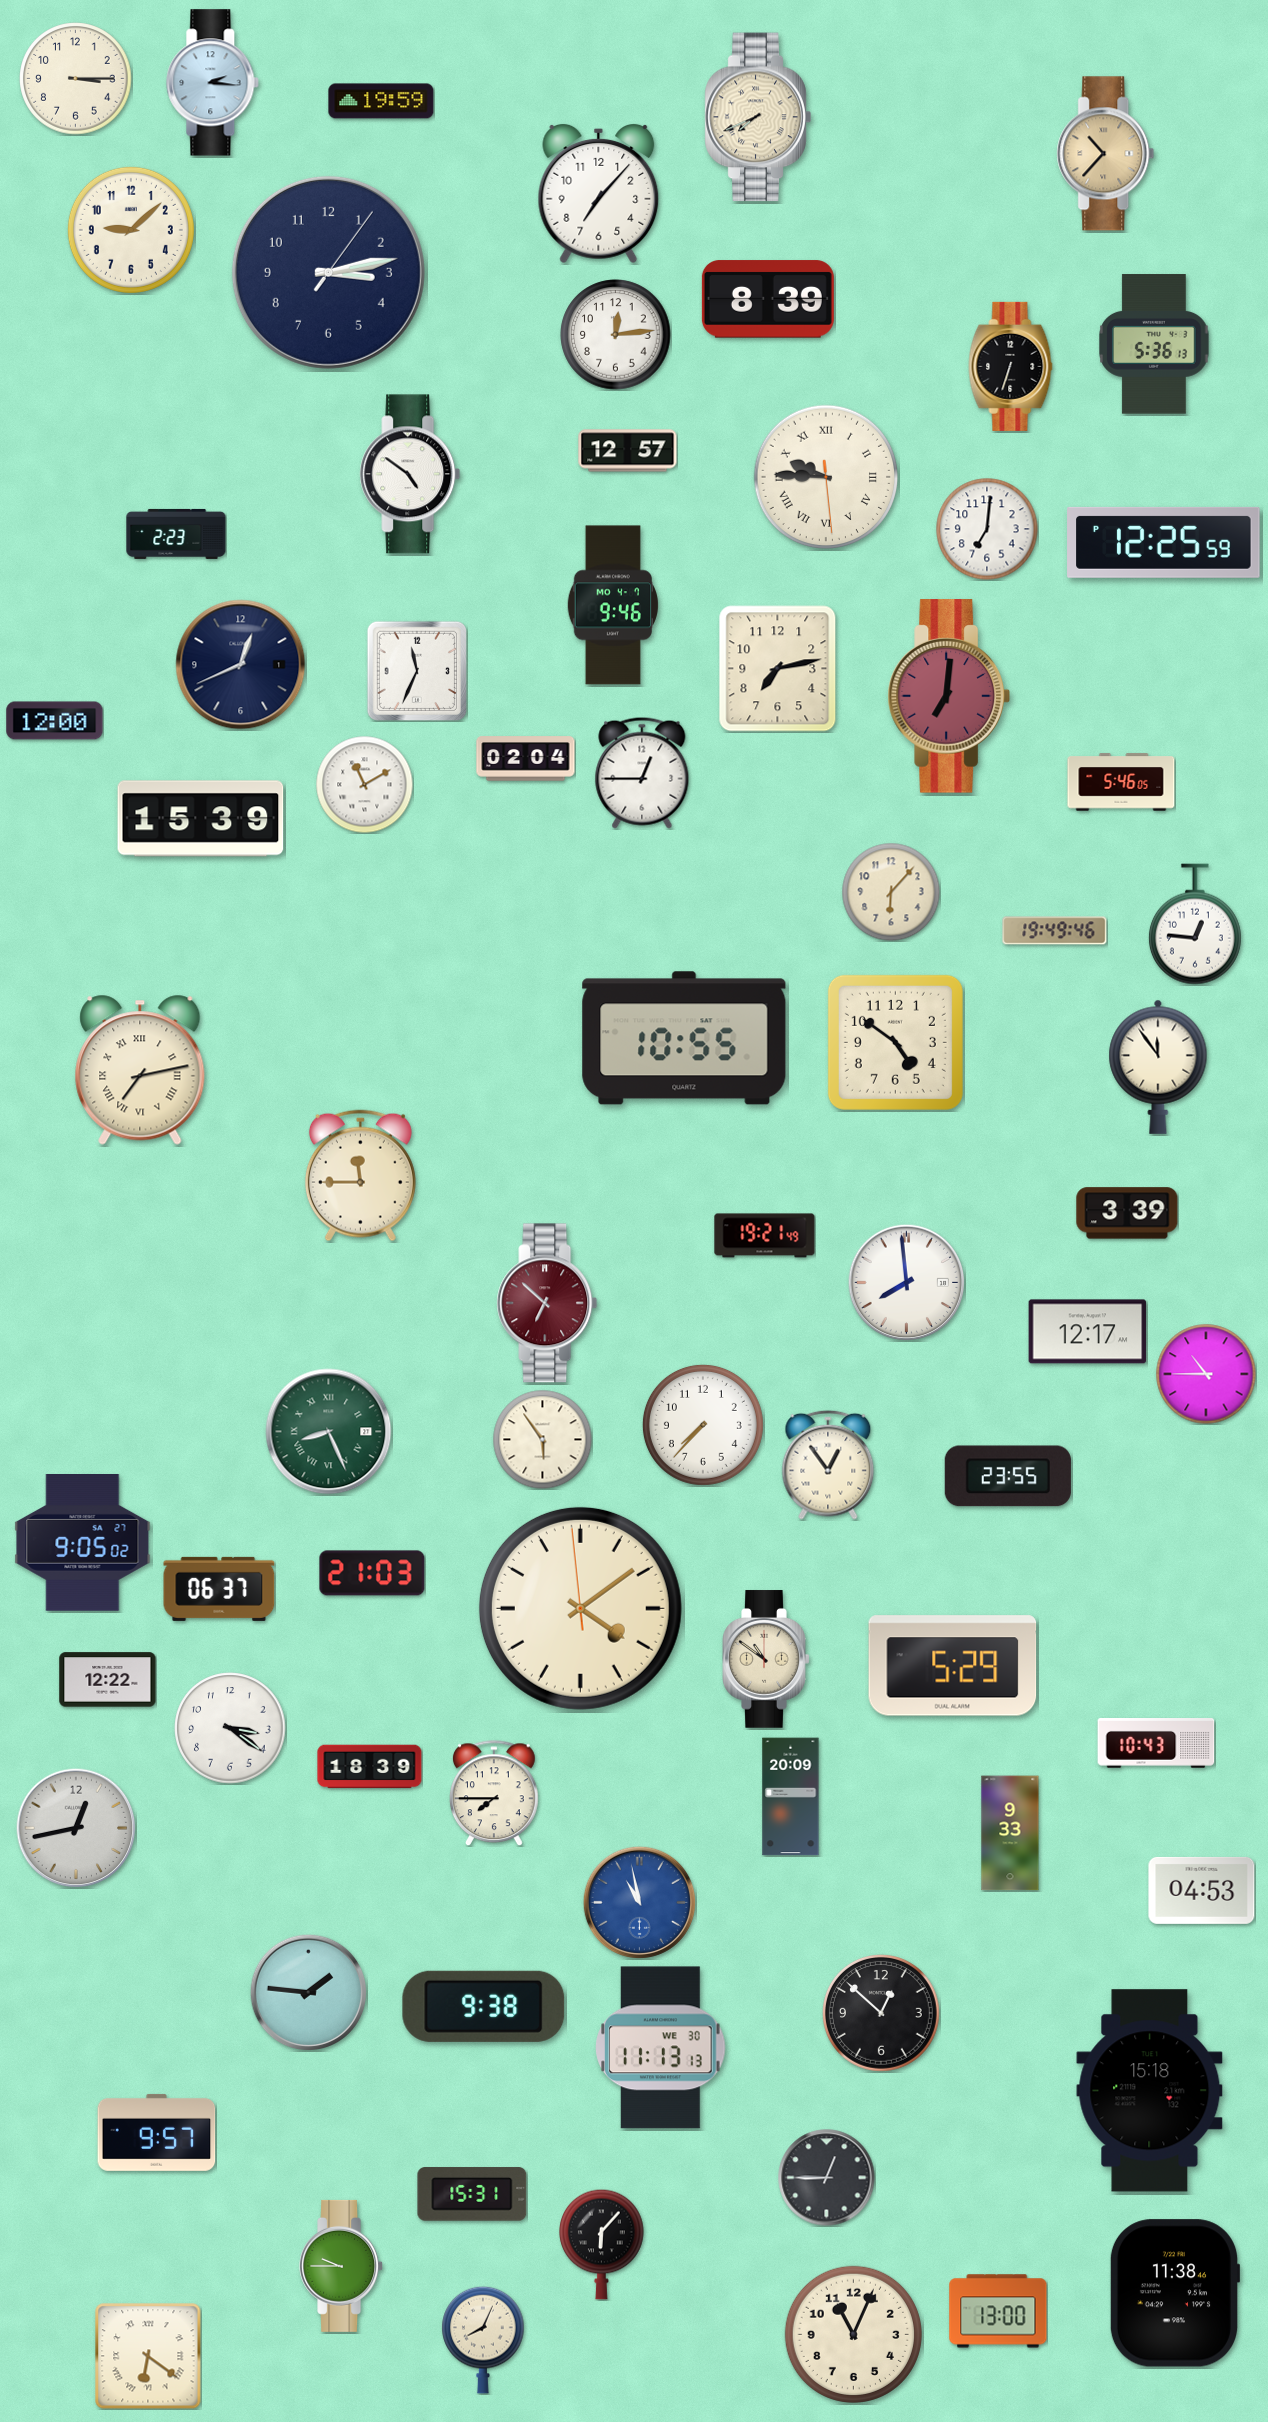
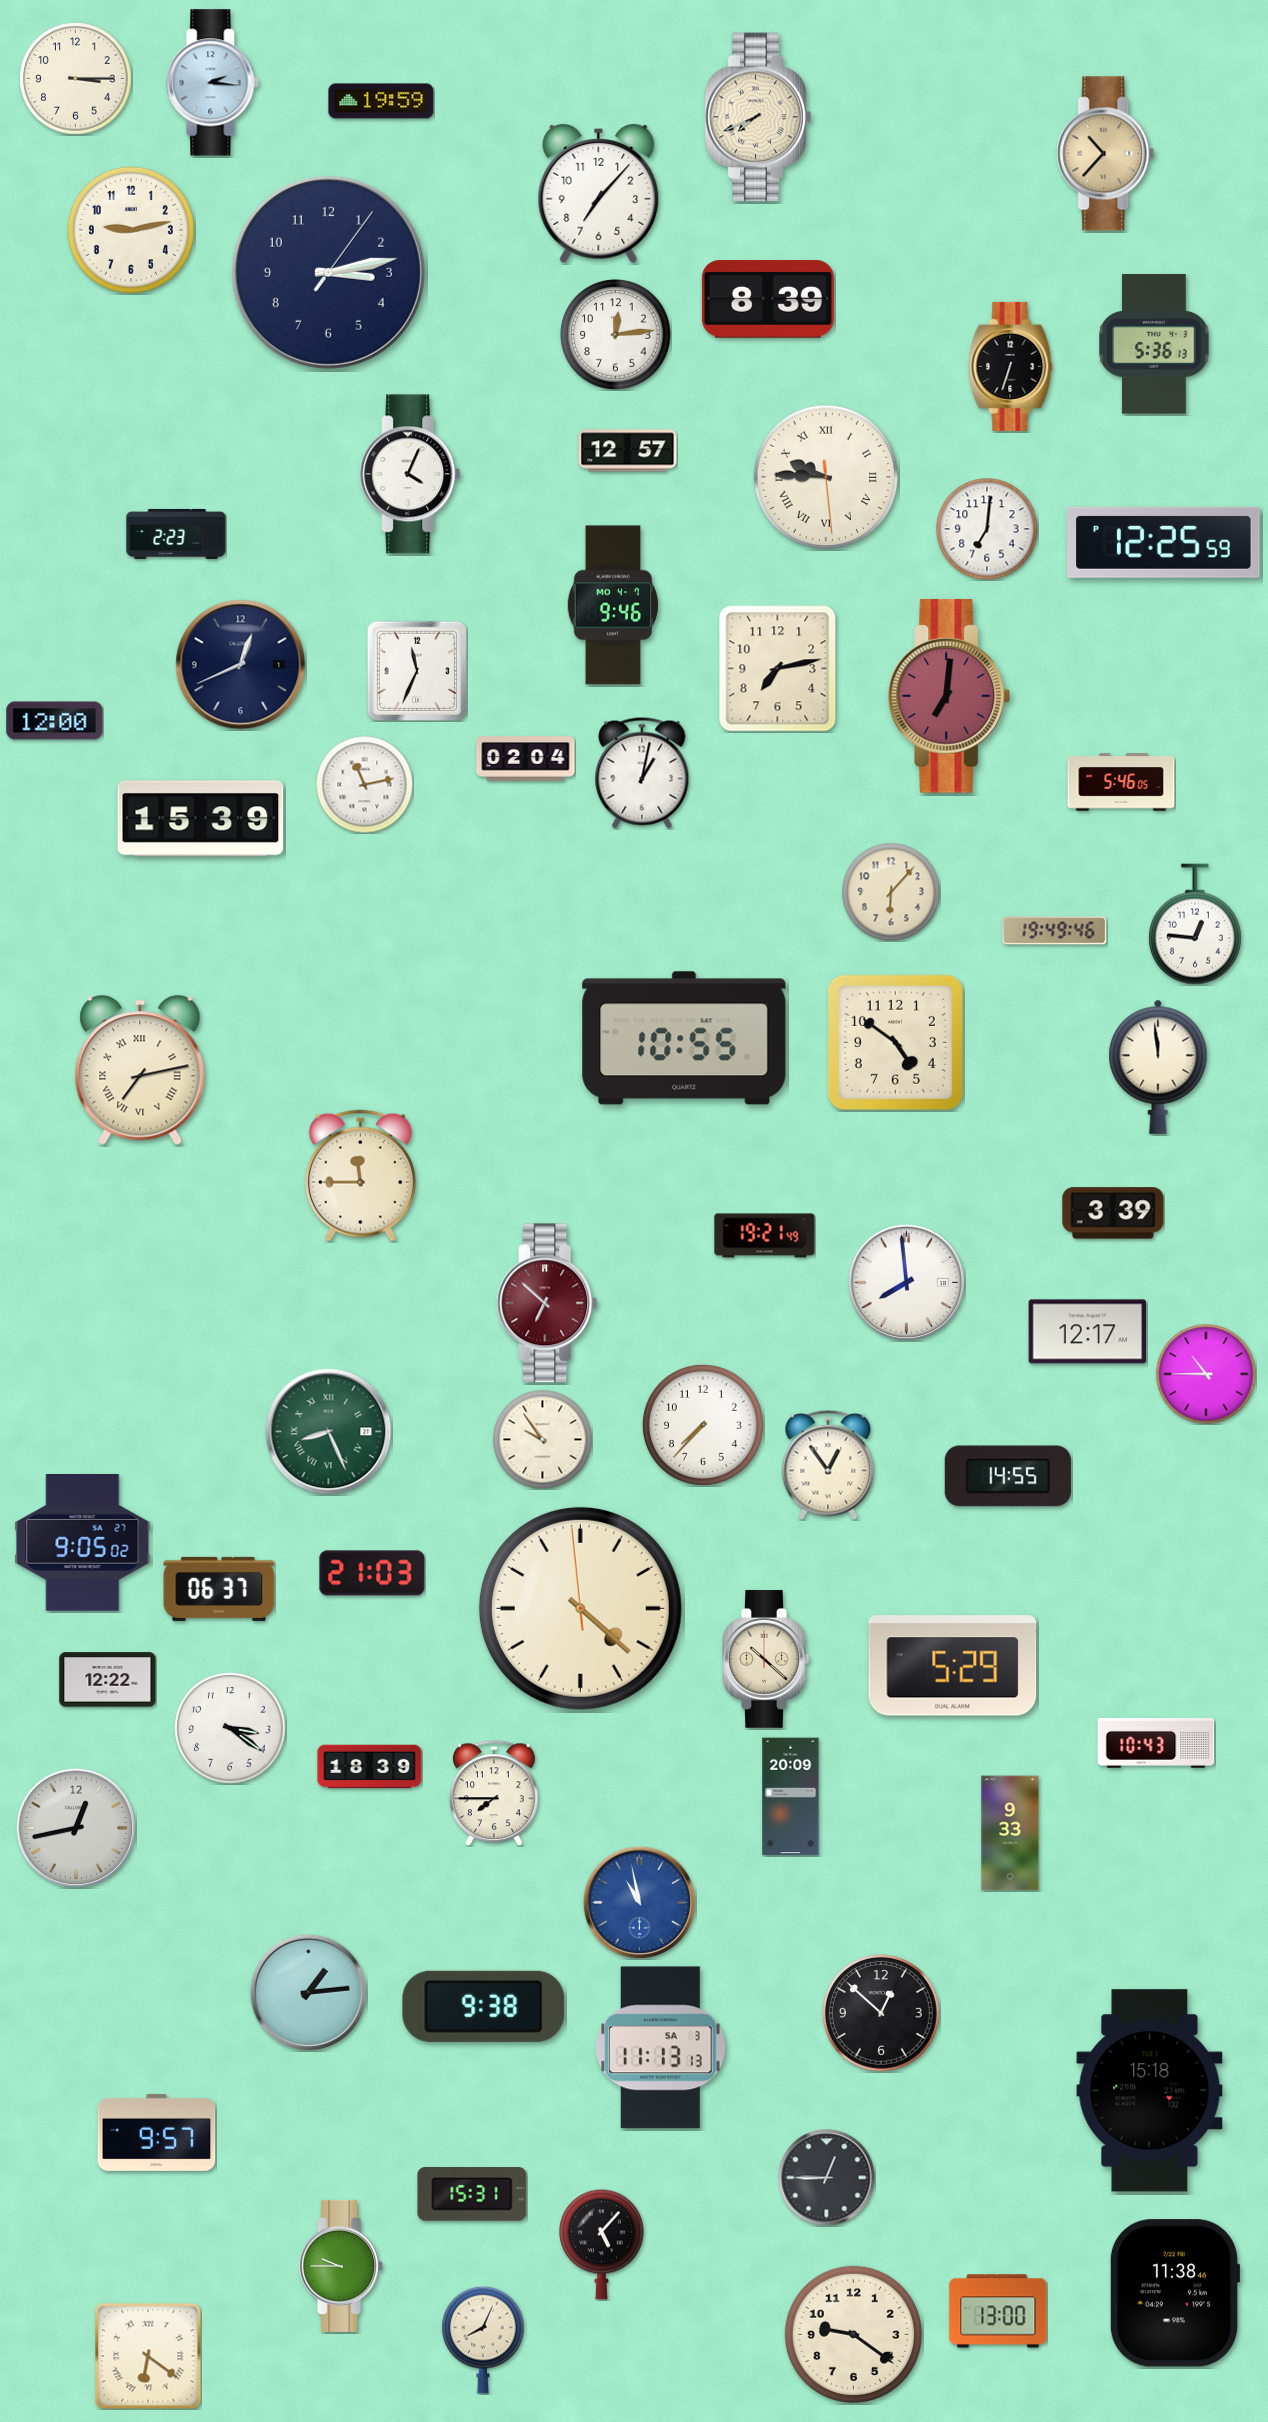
clock at (131, 230): 9:08 -> 9:13
clock at (410, 474): 4:51 -> 4:04
clock at (642, 773): 12:45 -> 1:02
clock at (364, 784): 11:10 -> 11:13
clock at (1158, 1067): 11:54 -> 11:59
clock at (1127, 1213) position: (1127, 1213) -> (1113, 1213)
clock at (543, 1440): 5:54 -> 9:54
clock at (1008, 1476): 23:55 -> 14:55
clock at (580, 1608): 4:08 -> 4:21
clock at (766, 1659): 10:51 -> 10:22
clock at (1202, 1890): 04:53 -> none
clock at (308, 1992): 1:46 -> 1:14
clock at (661, 2048) date: WE 30 -> SA 3
clock at (602, 2244): 6:07 -> 5:07
clock at (853, 2334): 11:04 -> 9:21
